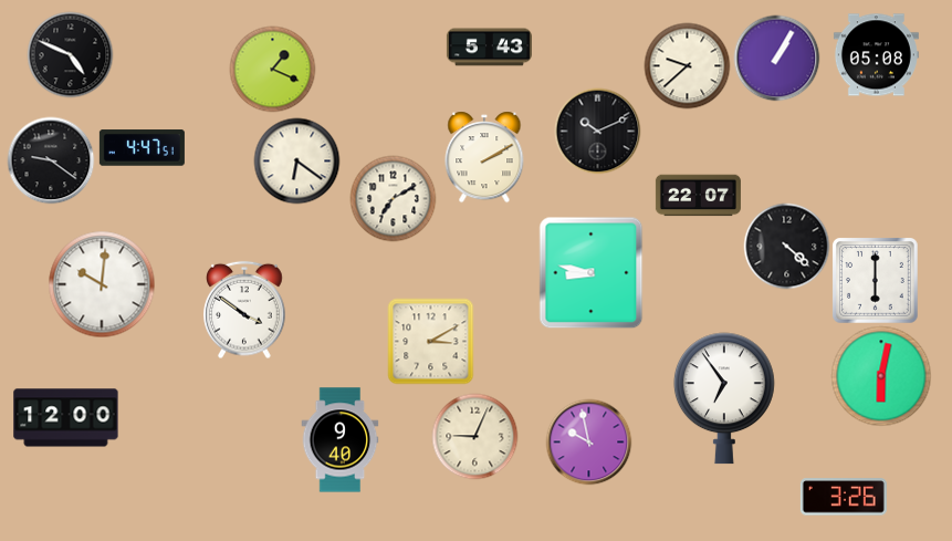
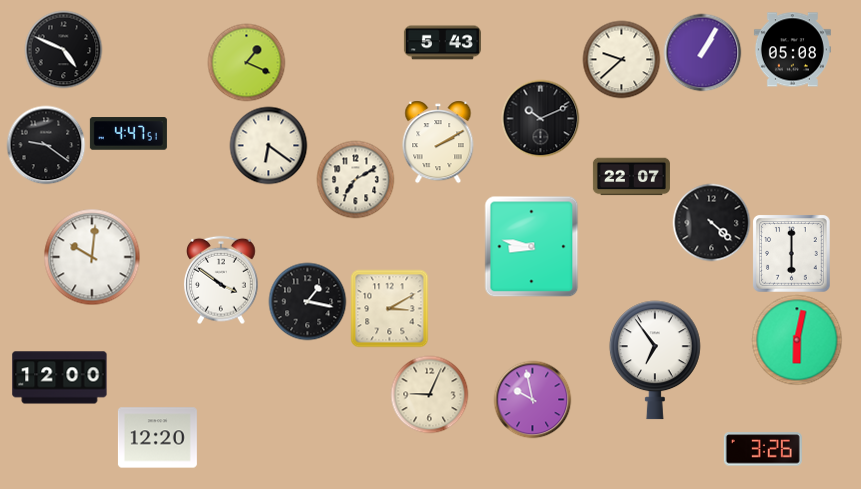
clock at (592, 272) position: (592, 272) -> (532, 246)
clock at (307, 301): none -> 1:17
clock at (341, 440): 9:40 -> none
clock at (157, 438): none -> 12:20
